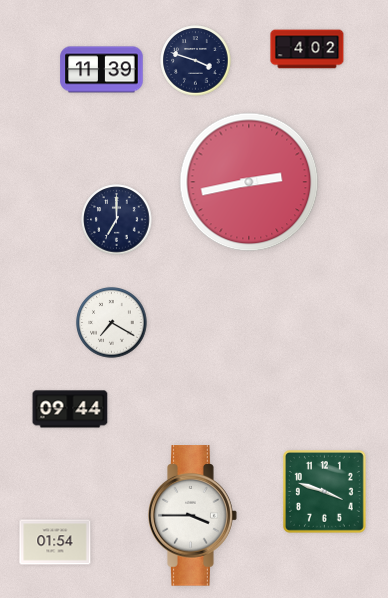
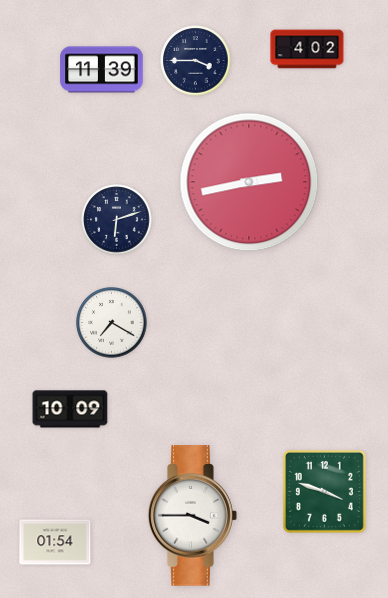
clock at (196, 61): 3:48 -> 3:45
clock at (117, 220): 7:00 -> 6:12
clock at (70, 409): 09:44 -> 10:09
